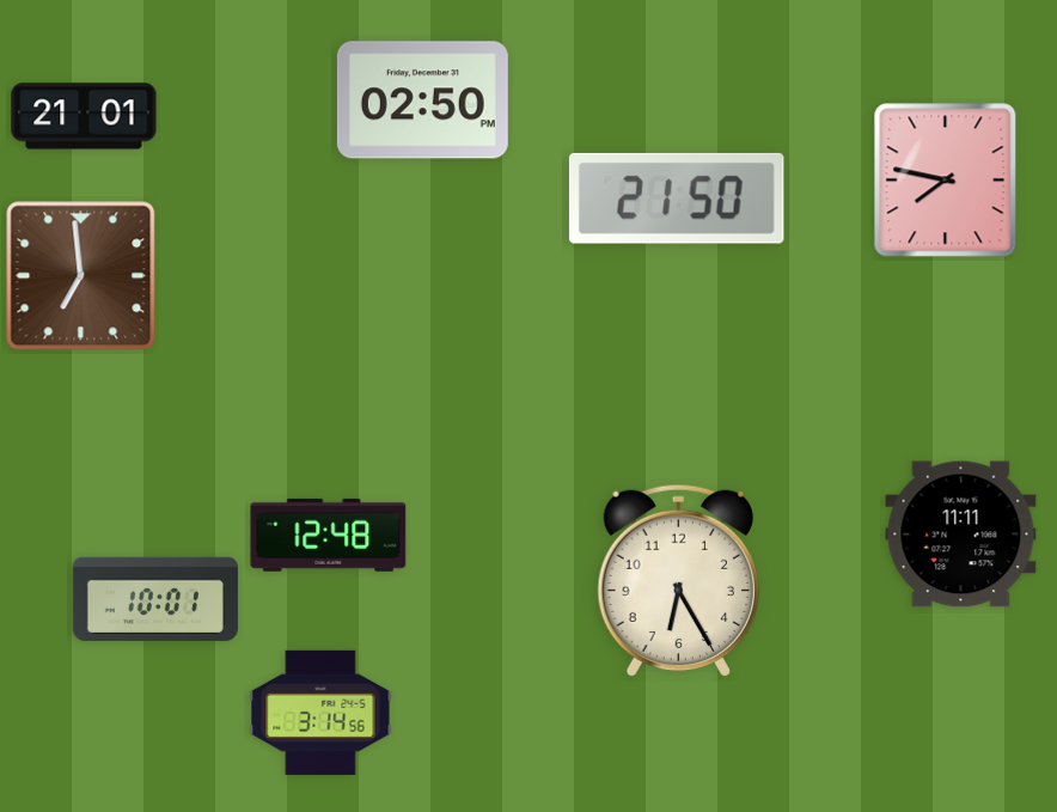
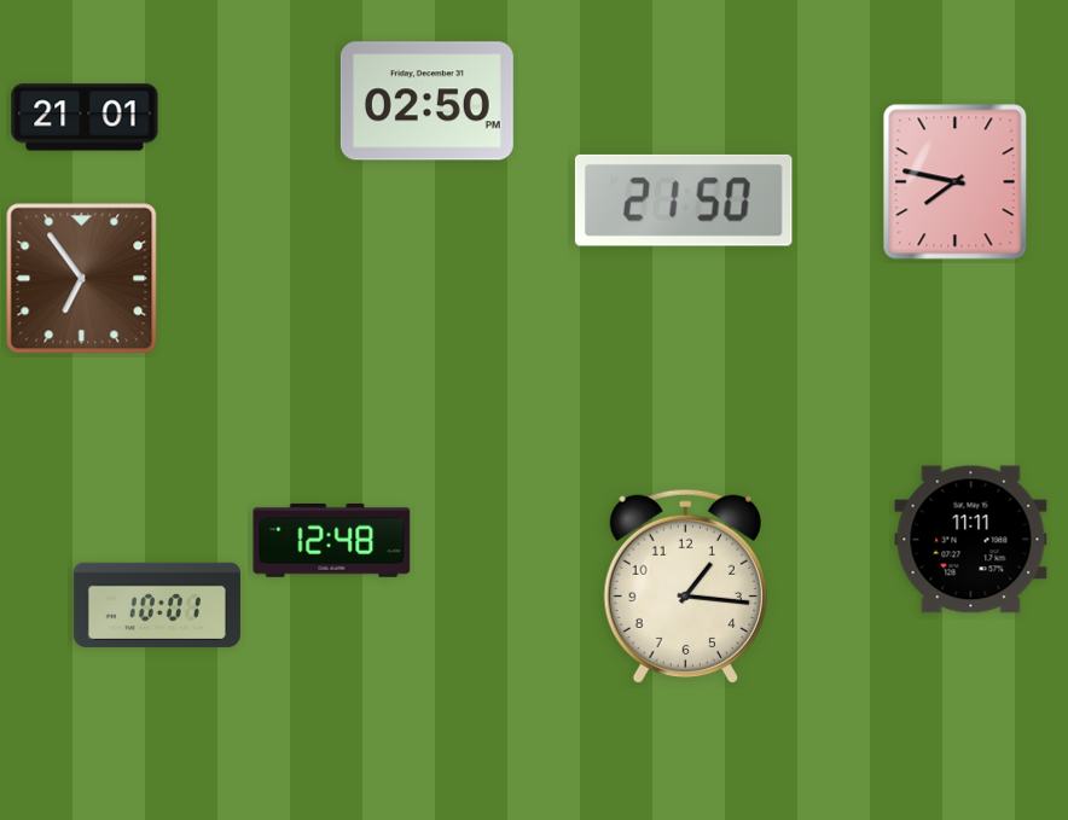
clock at (81, 276): 6:59 -> 6:54
clock at (678, 581): 6:25 -> 1:16
clock at (320, 713): 3:14 -> none
